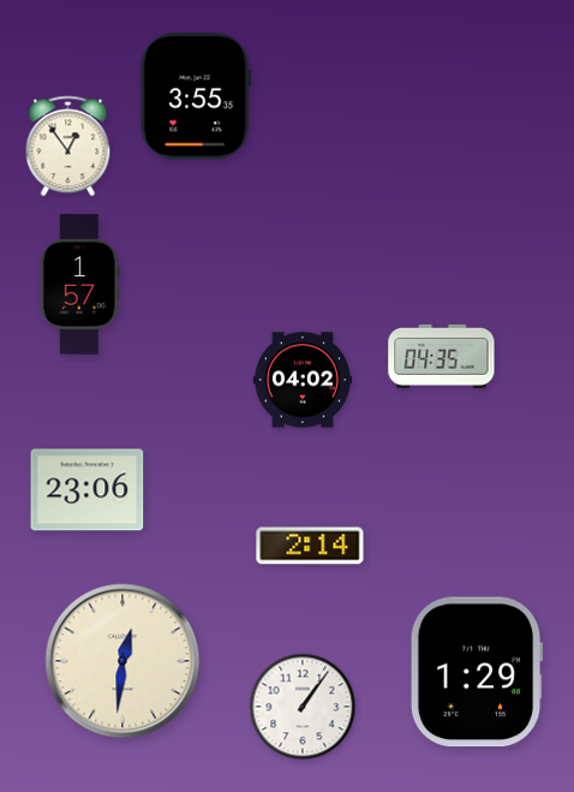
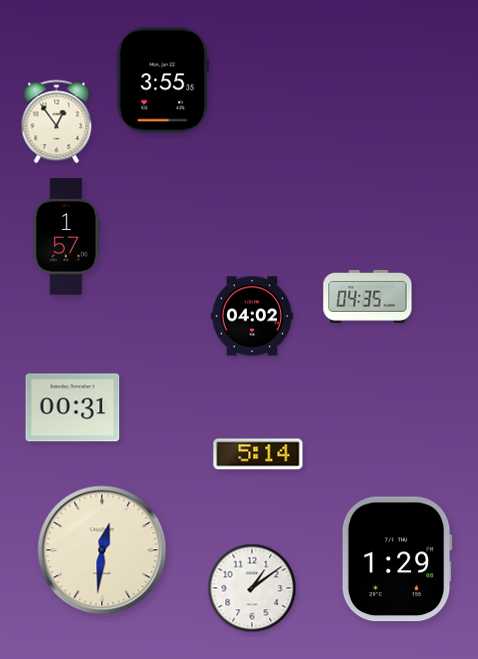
clock at (88, 490): 23:06 -> 00:31
clock at (310, 546): 2:14 -> 5:14
clock at (303, 707): 1:06 -> 1:09
